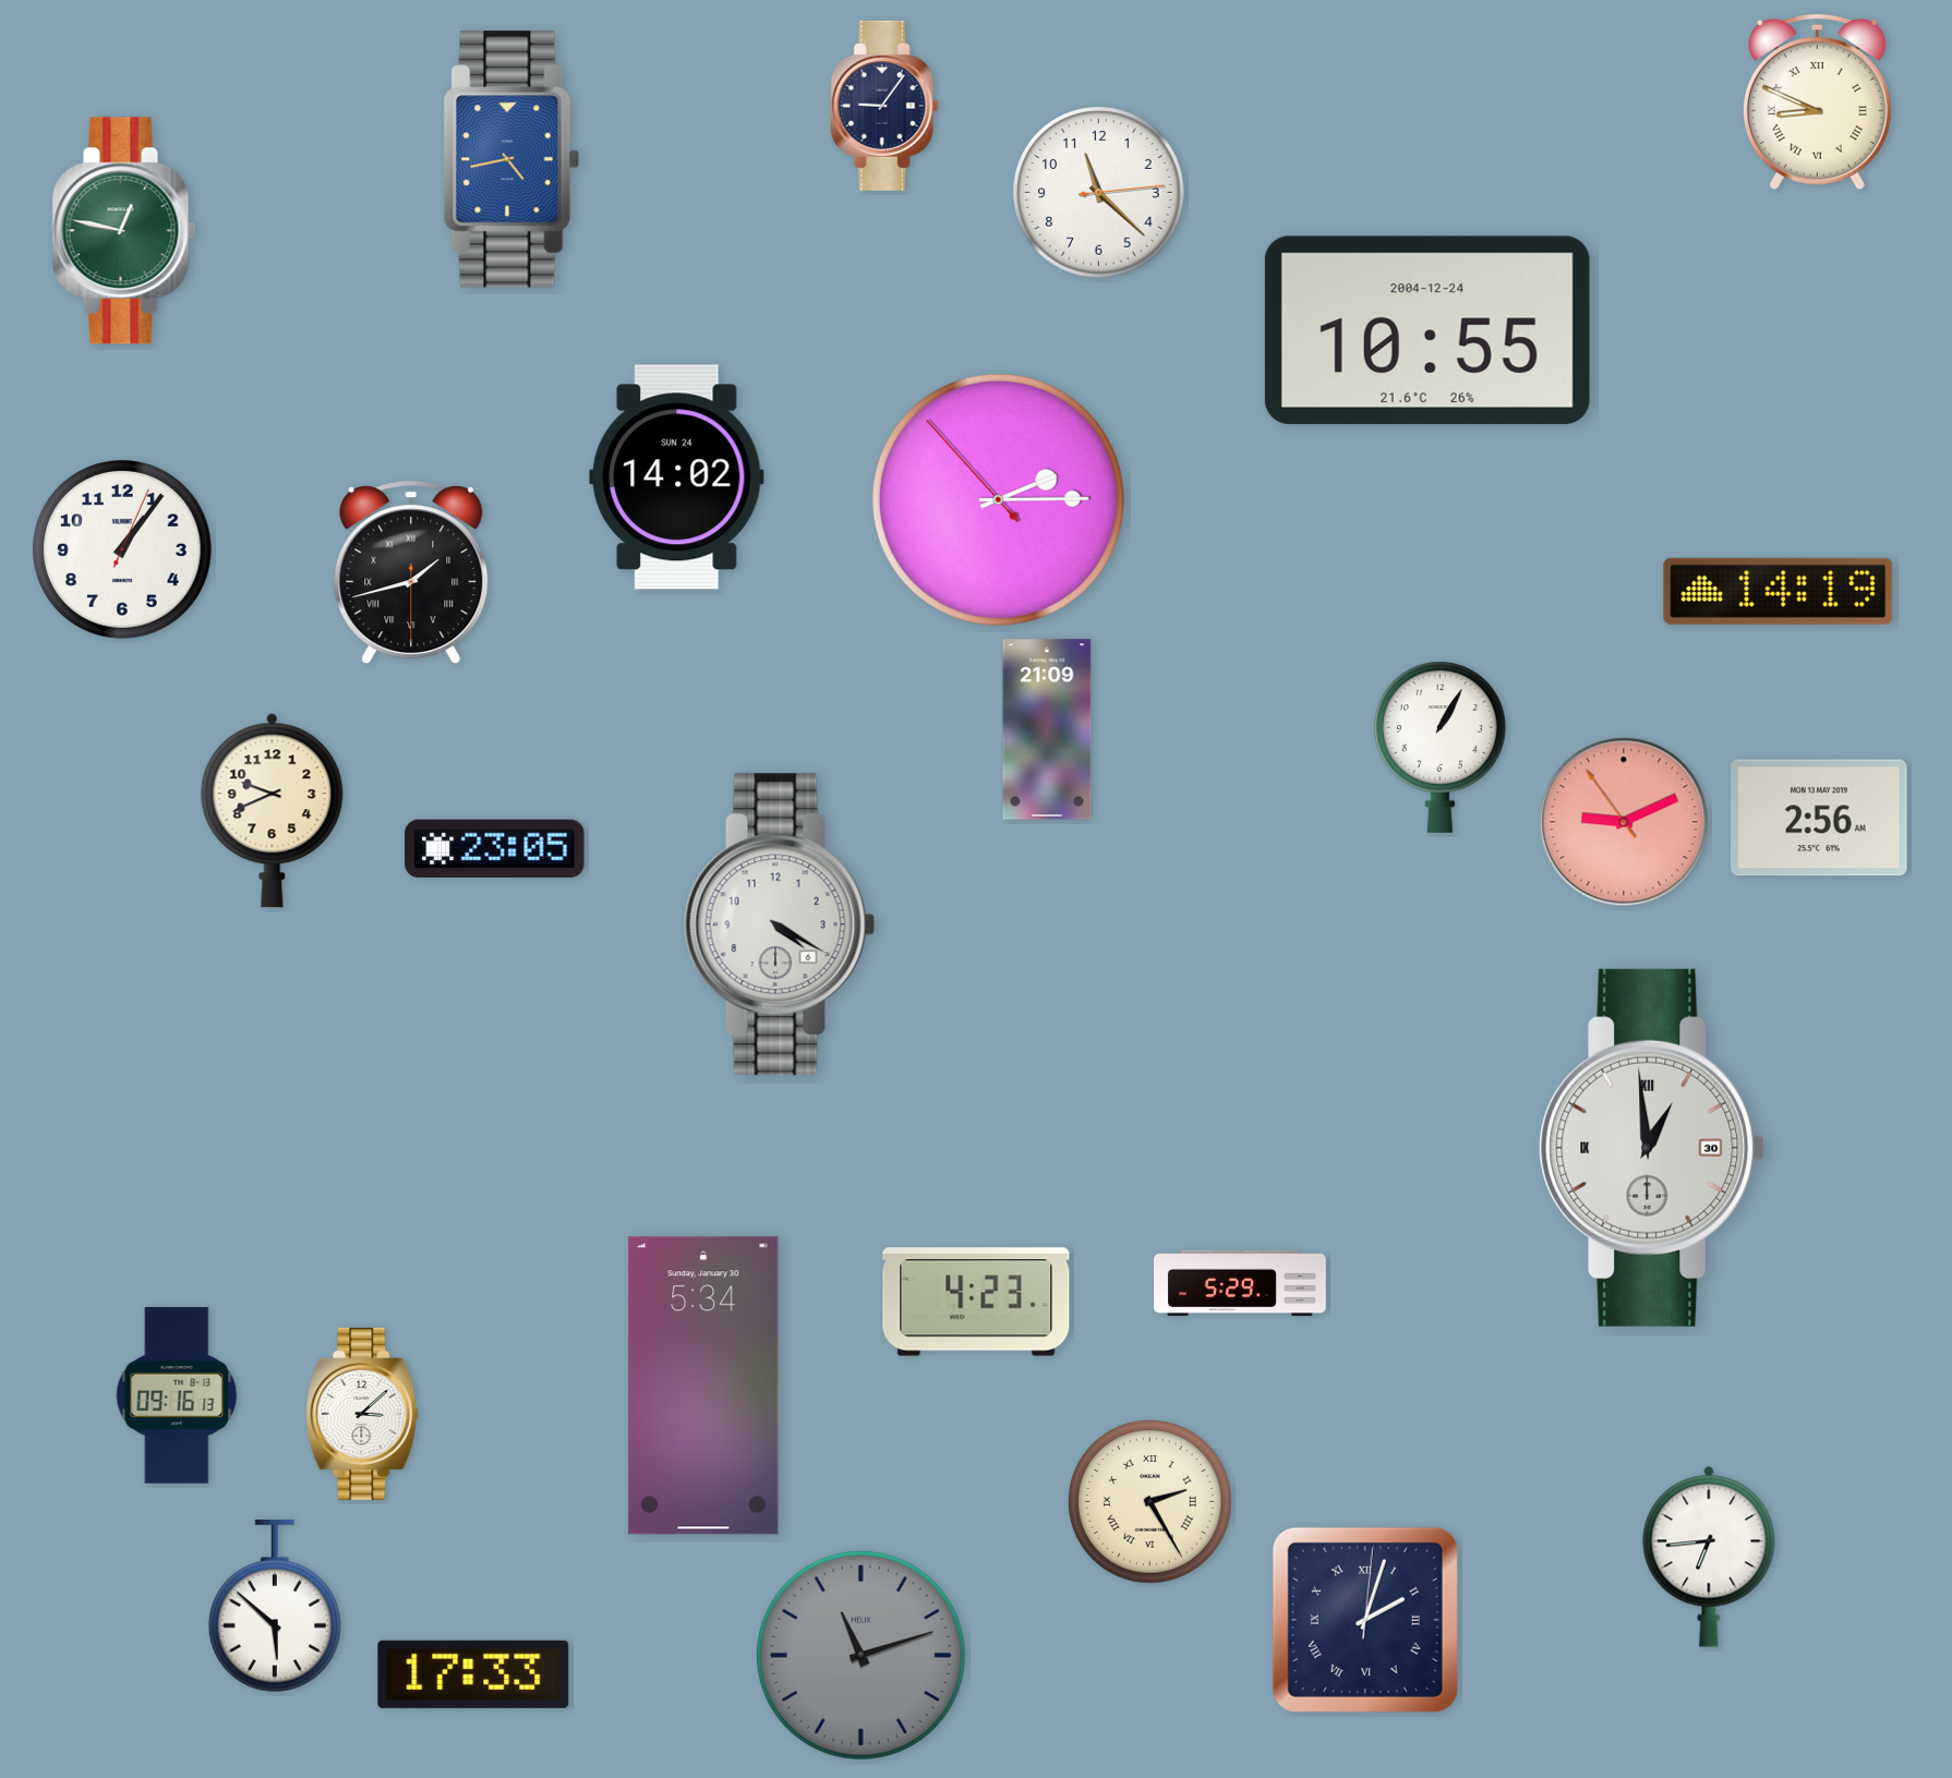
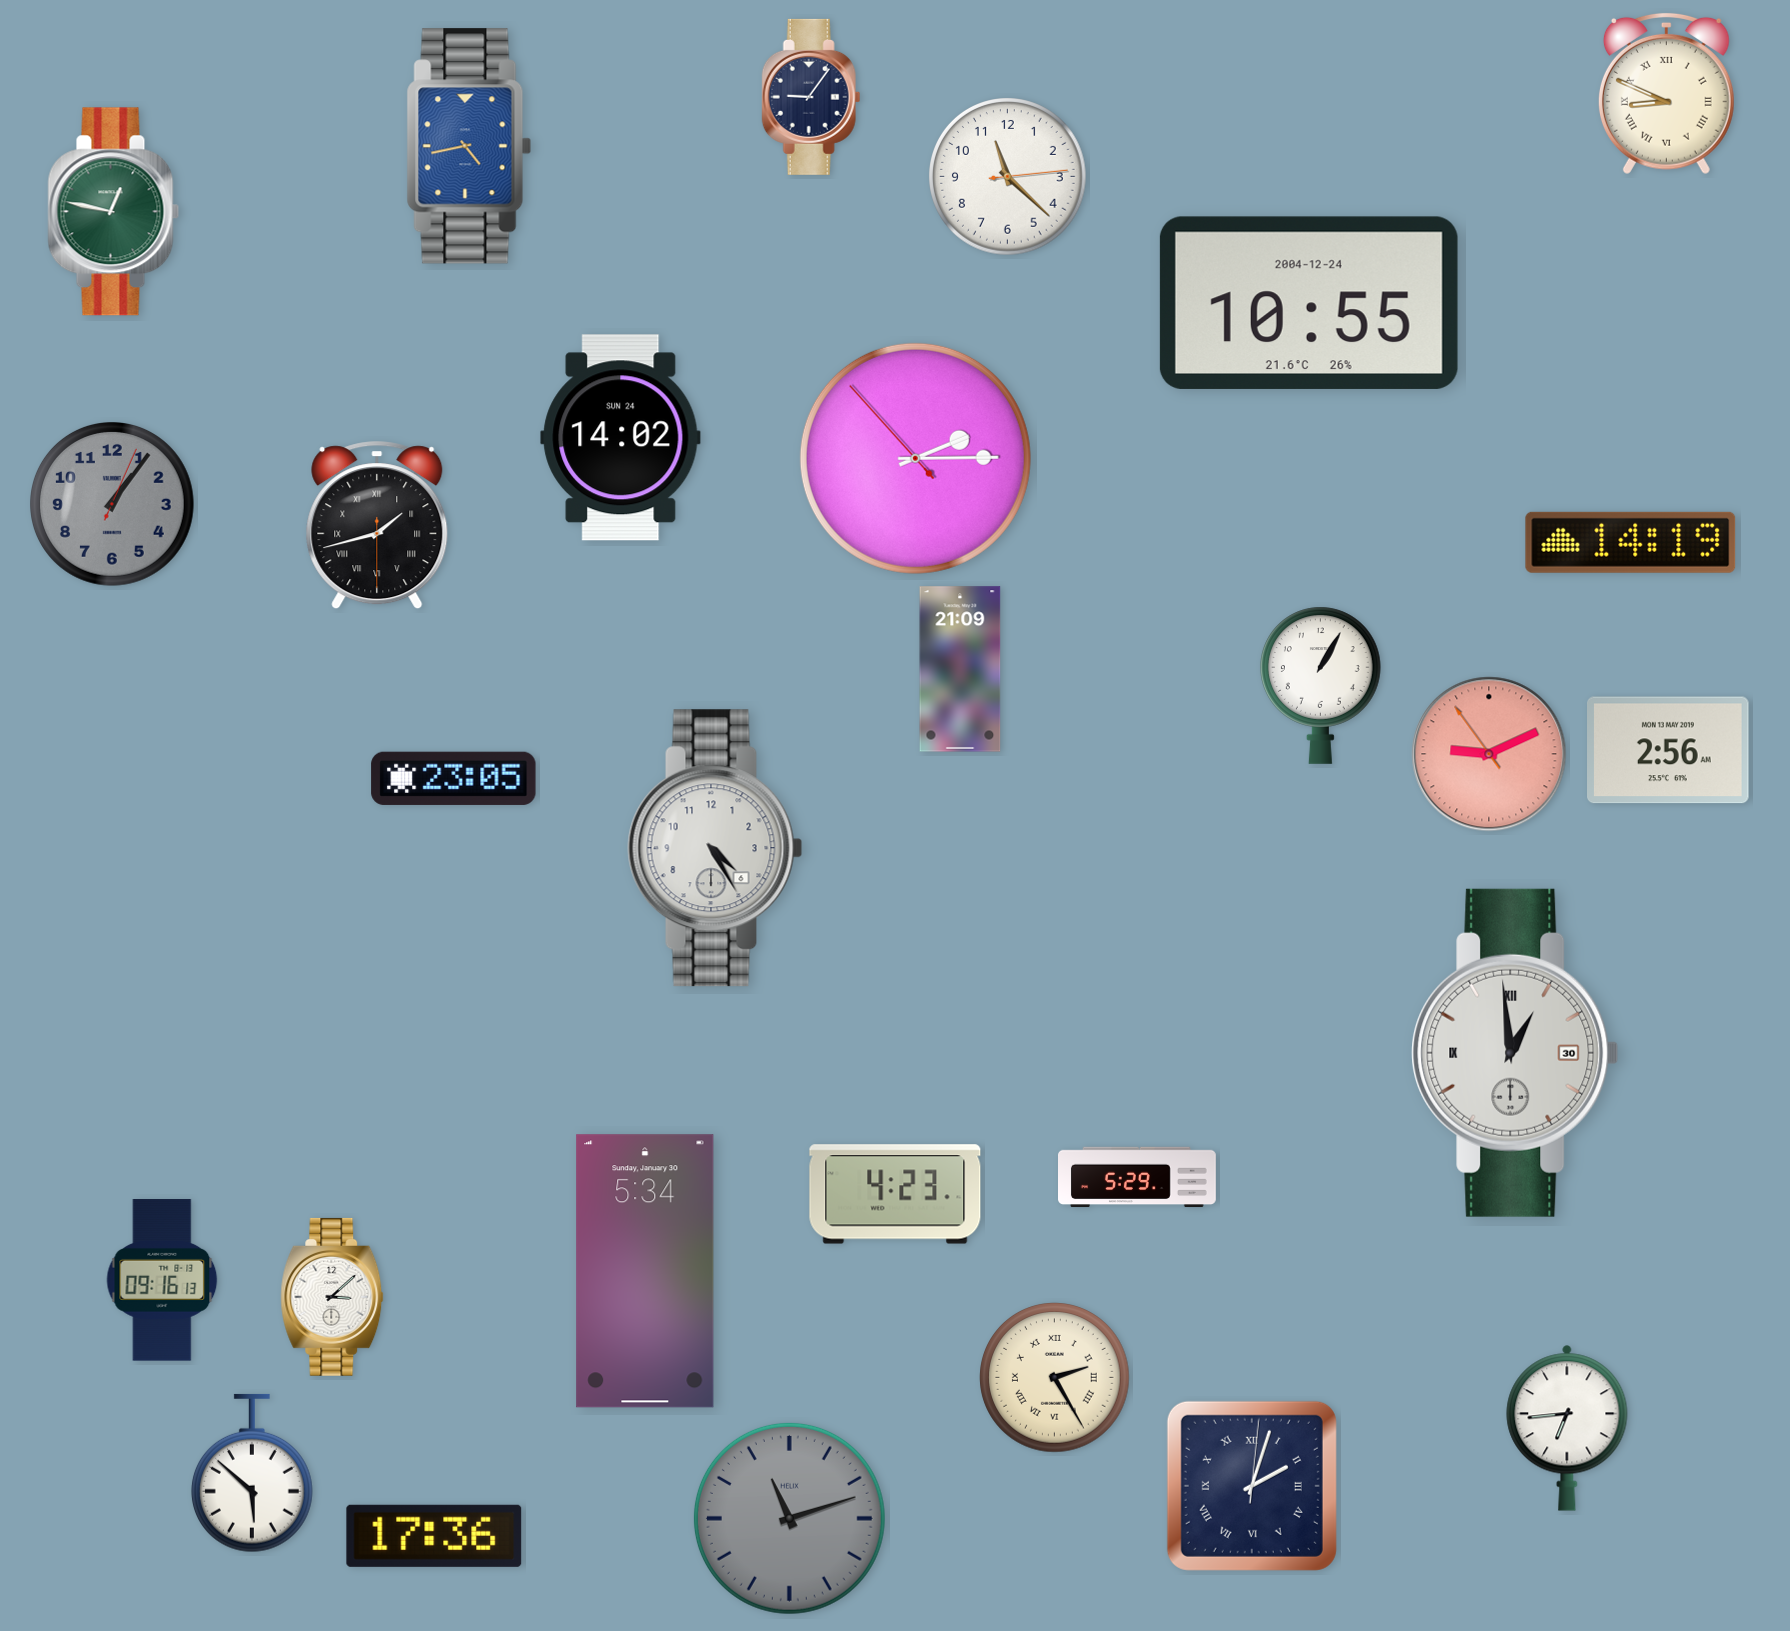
clock at (123, 551) dial: white -> grey
clock at (273, 811): 9:41 -> none
clock at (780, 924): 4:20 -> 4:25
clock at (473, 1674): 17:33 -> 17:36
